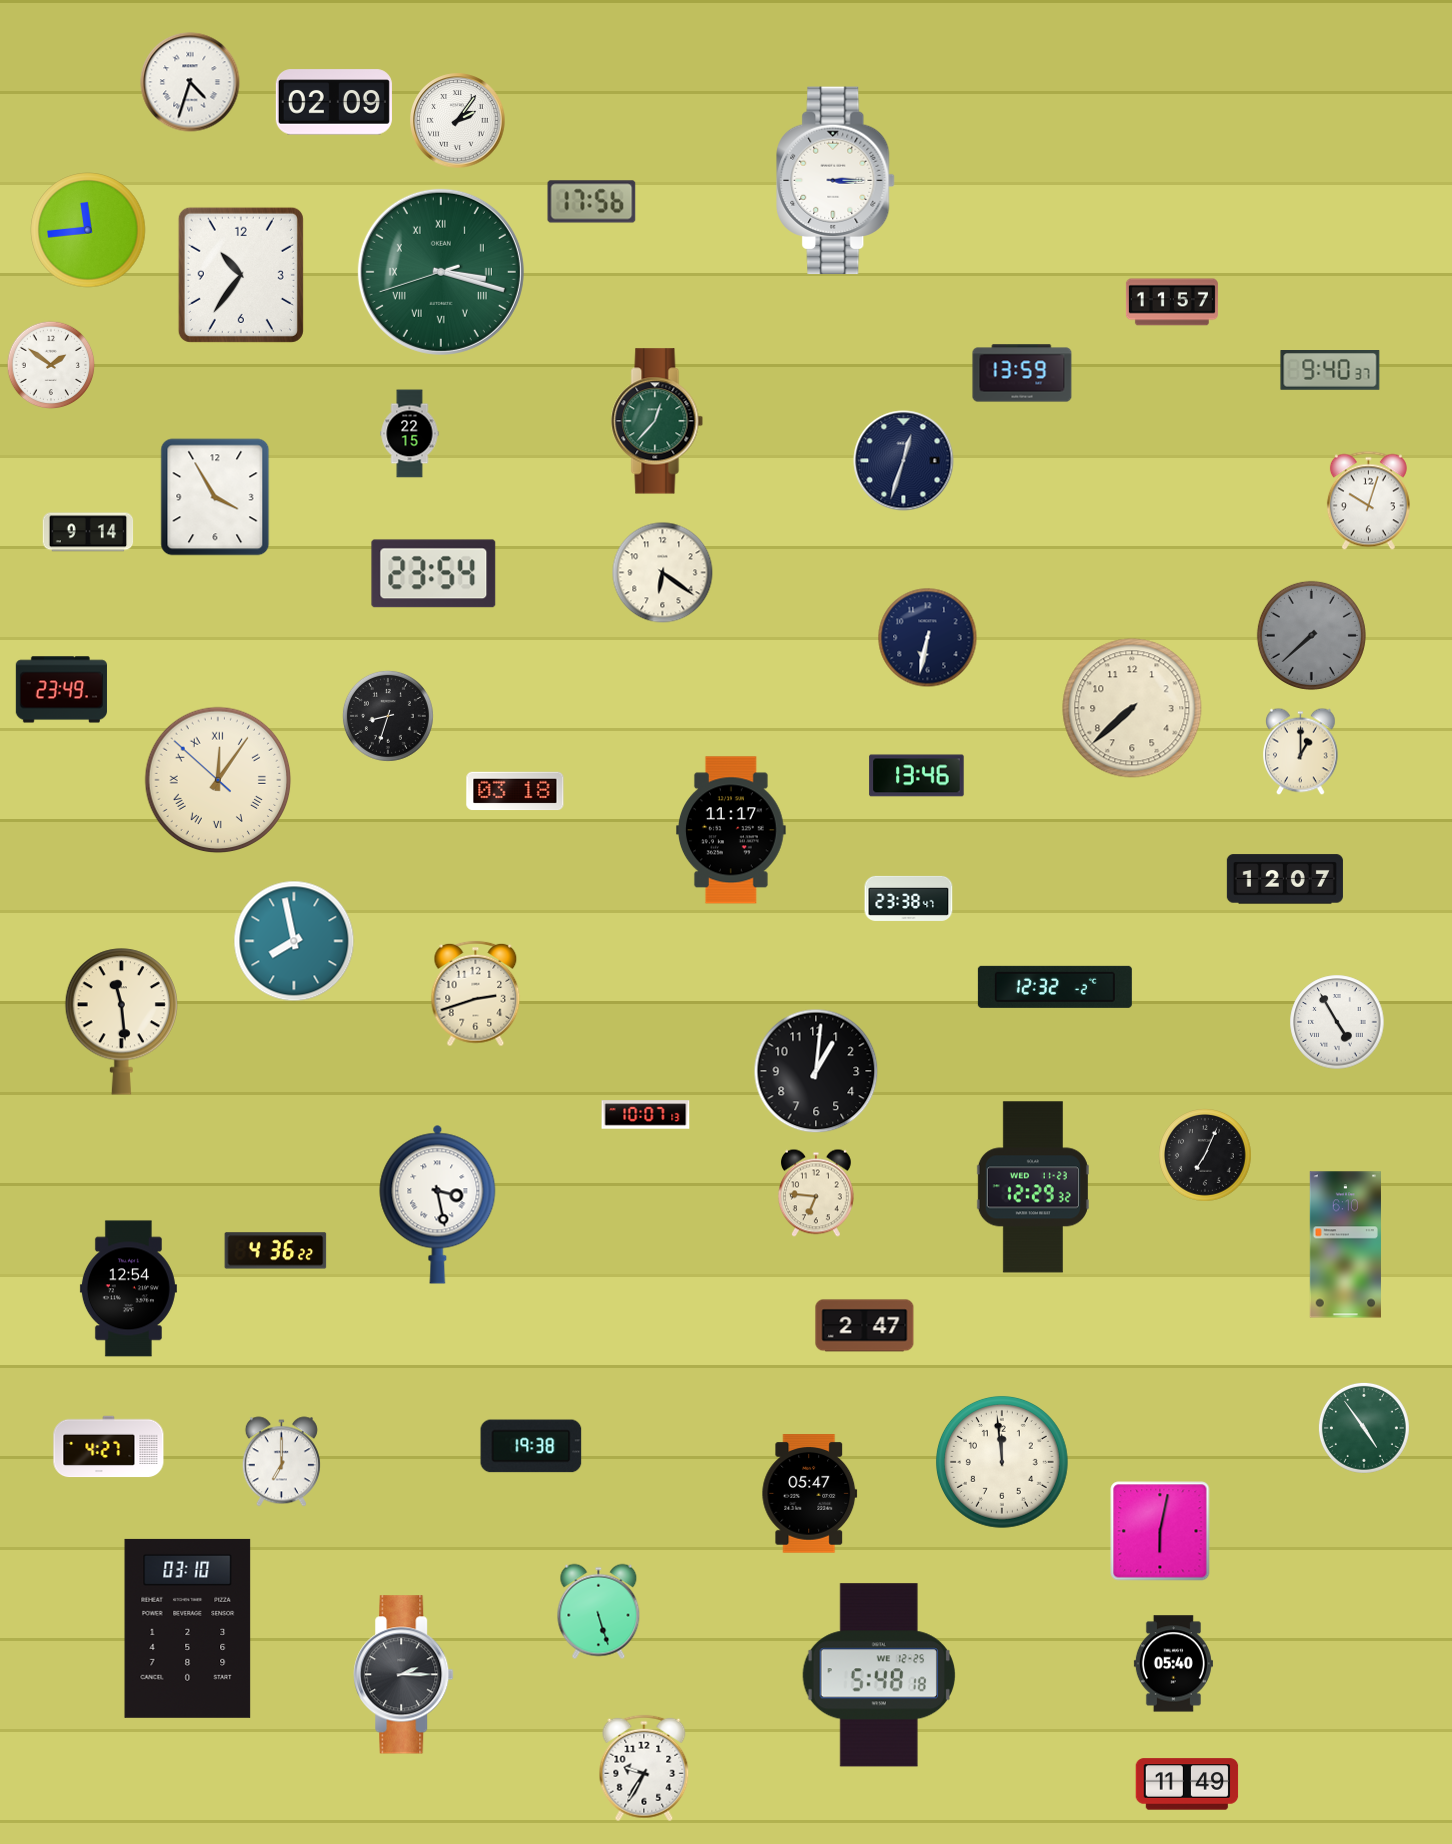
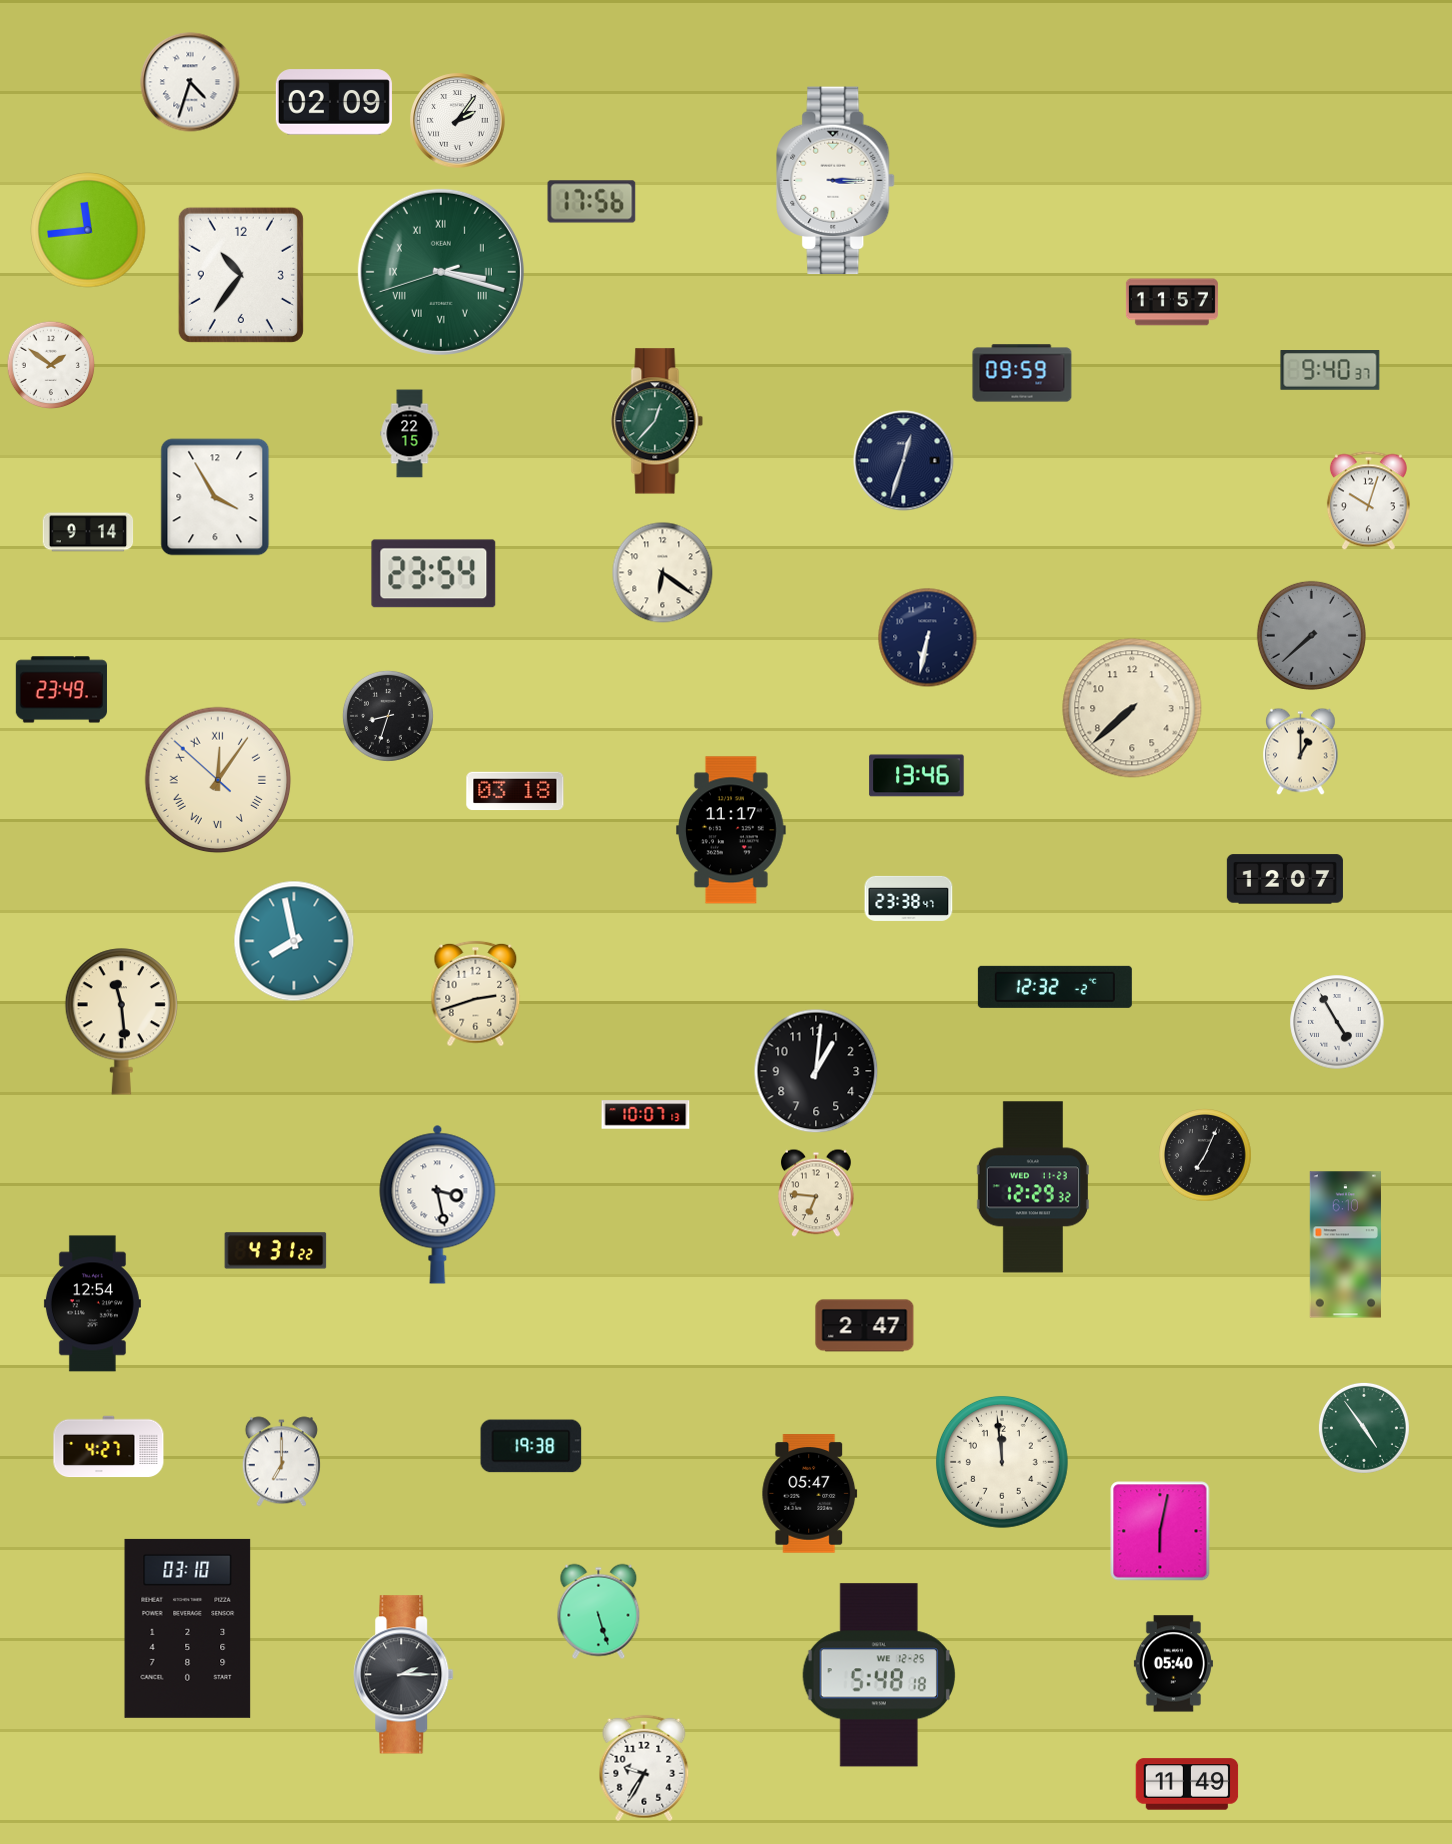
clock at (1022, 373): 13:59 -> 09:59
clock at (276, 1251): 4:36 -> 4:31
clock at (128, 1289) position: (128, 1289) -> (92, 1304)
